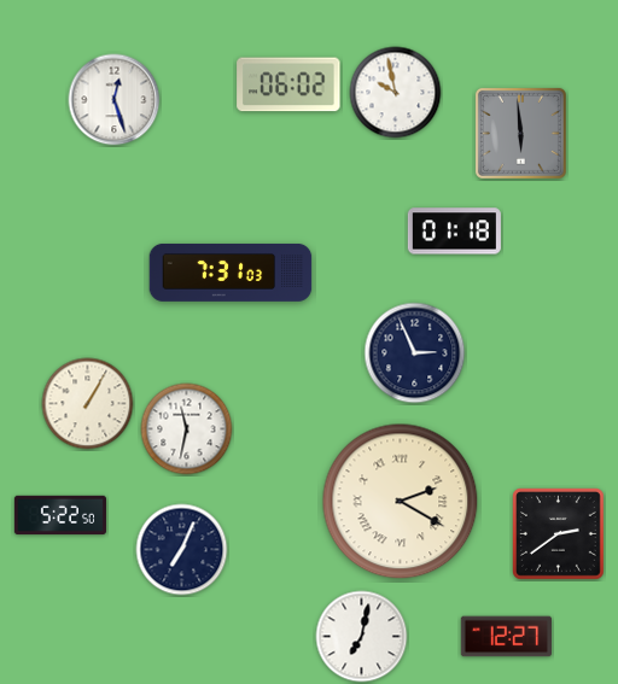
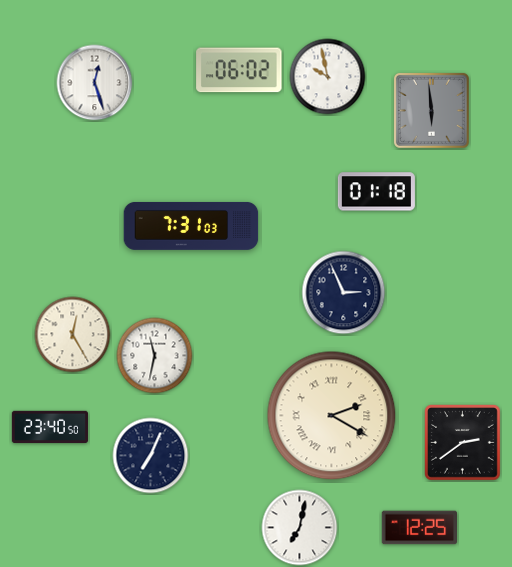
clock at (88, 404): 1:05 -> 12:25
clock at (60, 515): 5:22 -> 23:40
clock at (506, 637): 12:27 -> 12:25
